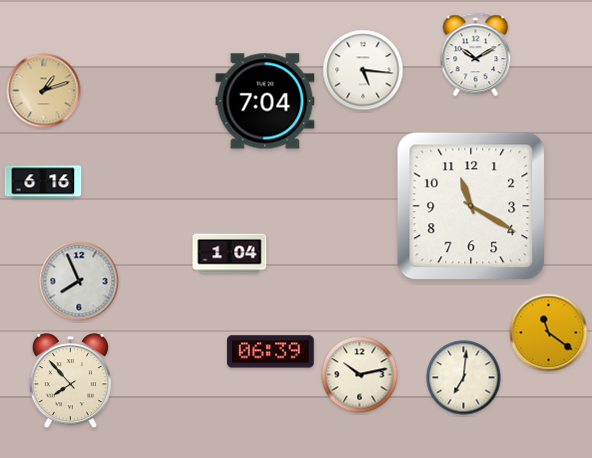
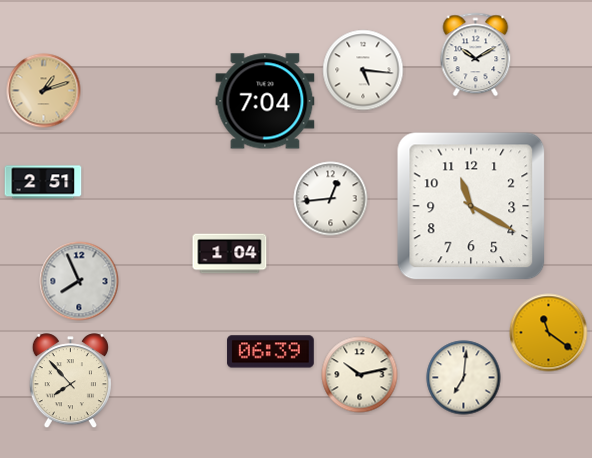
clock at (43, 182): 6:16 -> 2:51
clock at (331, 199): none -> 12:44
